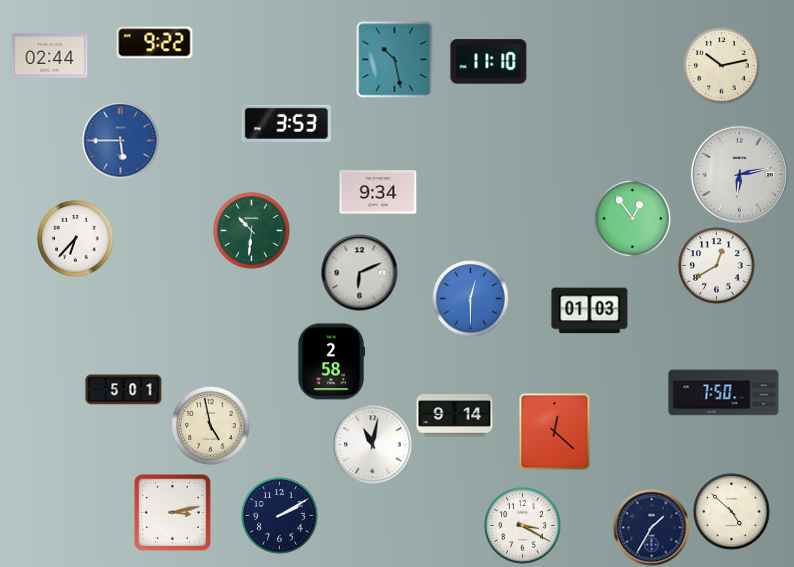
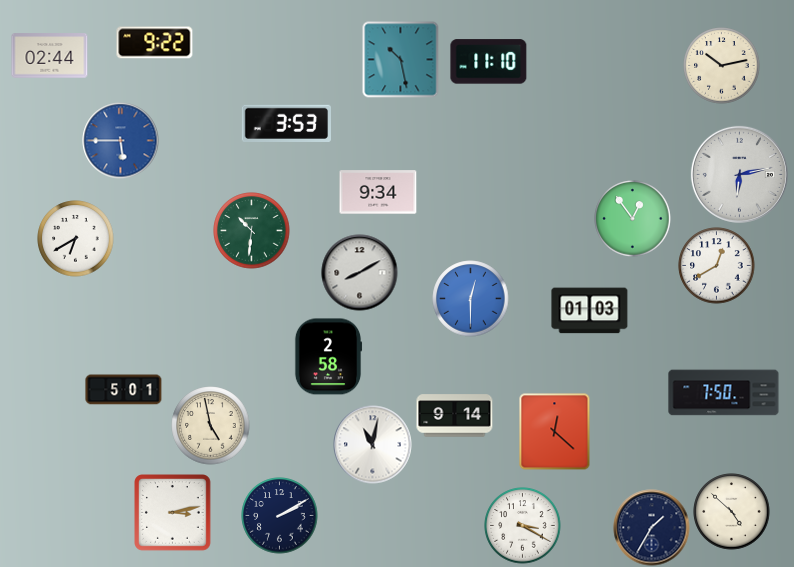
clock at (395, 60) position: (395, 60) -> (401, 60)
clock at (76, 239): 6:37 -> 6:40
clock at (360, 273): 6:11 -> 8:10
clock at (331, 362) position: (331, 362) -> (328, 357)
